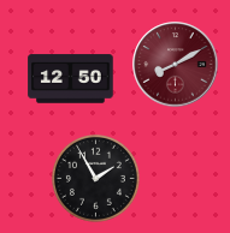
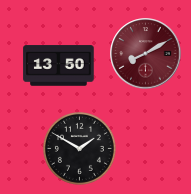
clock at (71, 79): 12:50 -> 13:50
clock at (95, 178): 1:55 -> 1:50
